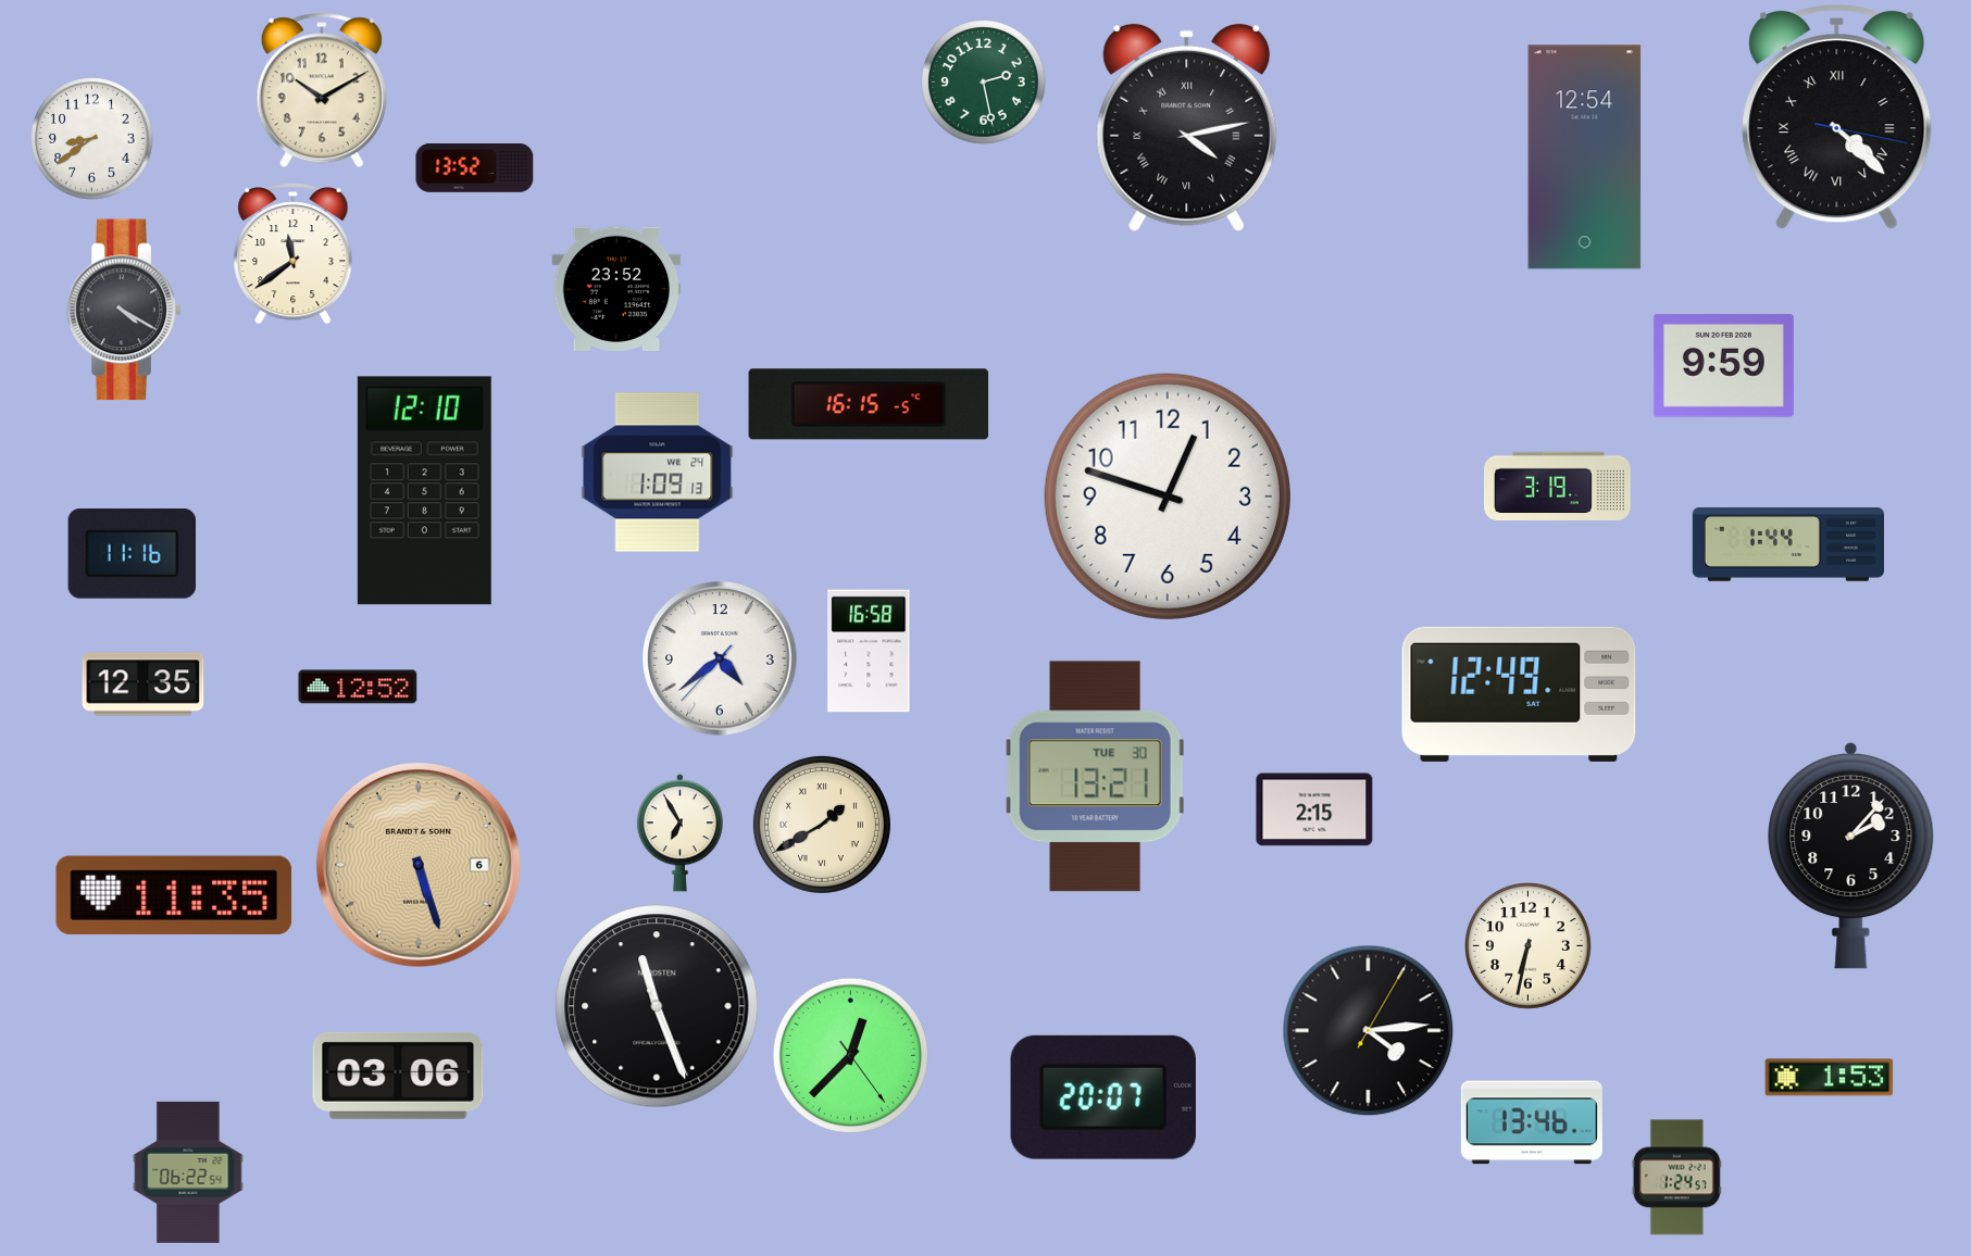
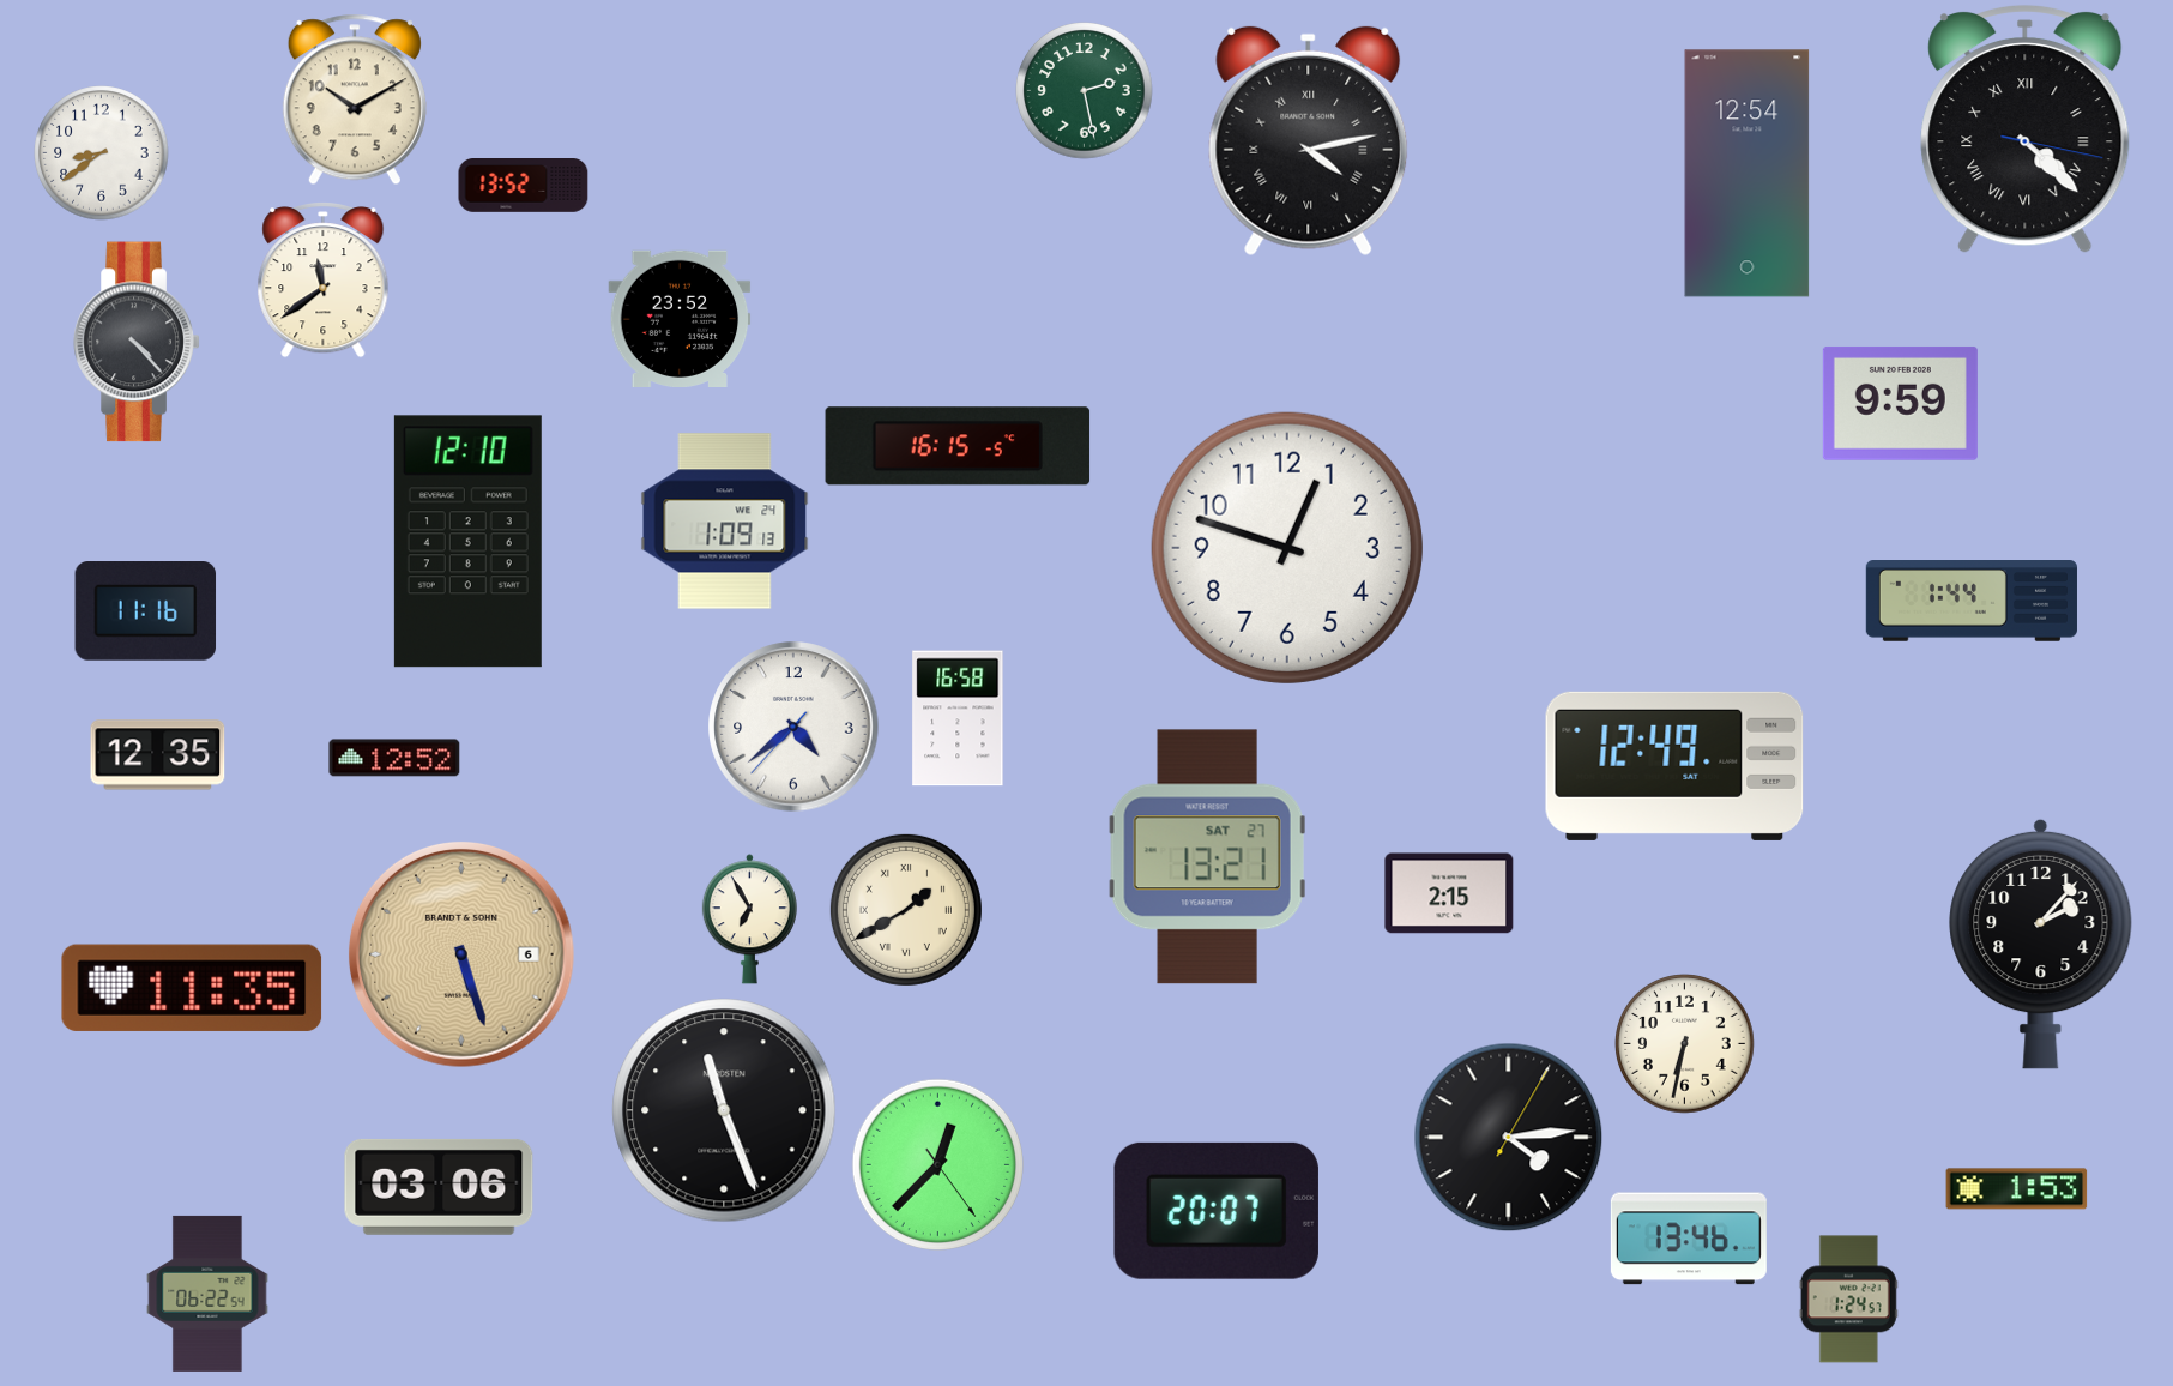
clock at (124, 310): 4:20 -> 4:23
clock at (1558, 486): 3:19 -> none
clock at (1096, 777) date: TUE 30 -> SAT 27
